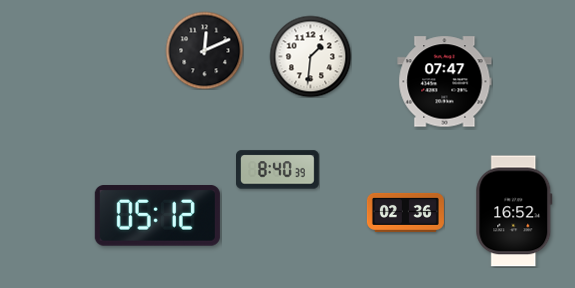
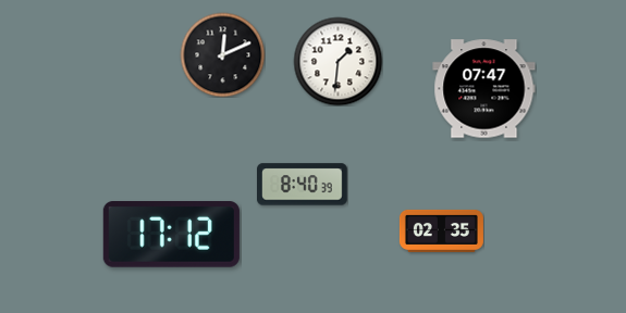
clock at (514, 211): 16:52 -> none
clock at (405, 212): 02:36 -> 02:35
clock at (157, 216): 05:12 -> 17:12
